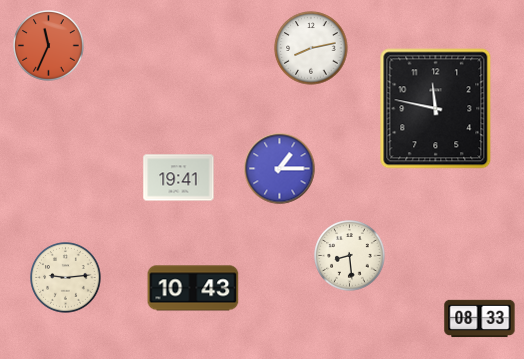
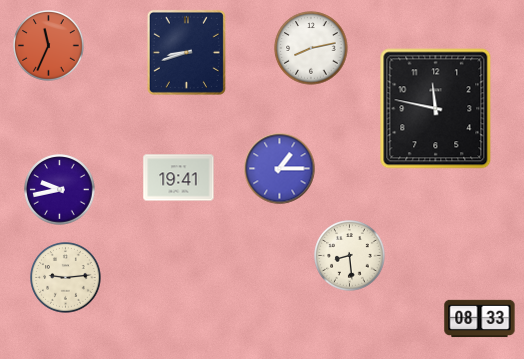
clock at (186, 52): none -> 8:42
clock at (60, 190): none -> 9:43
clock at (193, 288): 10:43 -> none
